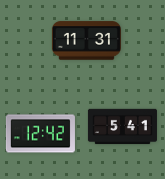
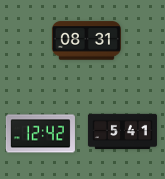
clock at (86, 41): 11:31 -> 08:31
clock at (122, 127) position: (122, 127) -> (122, 132)
